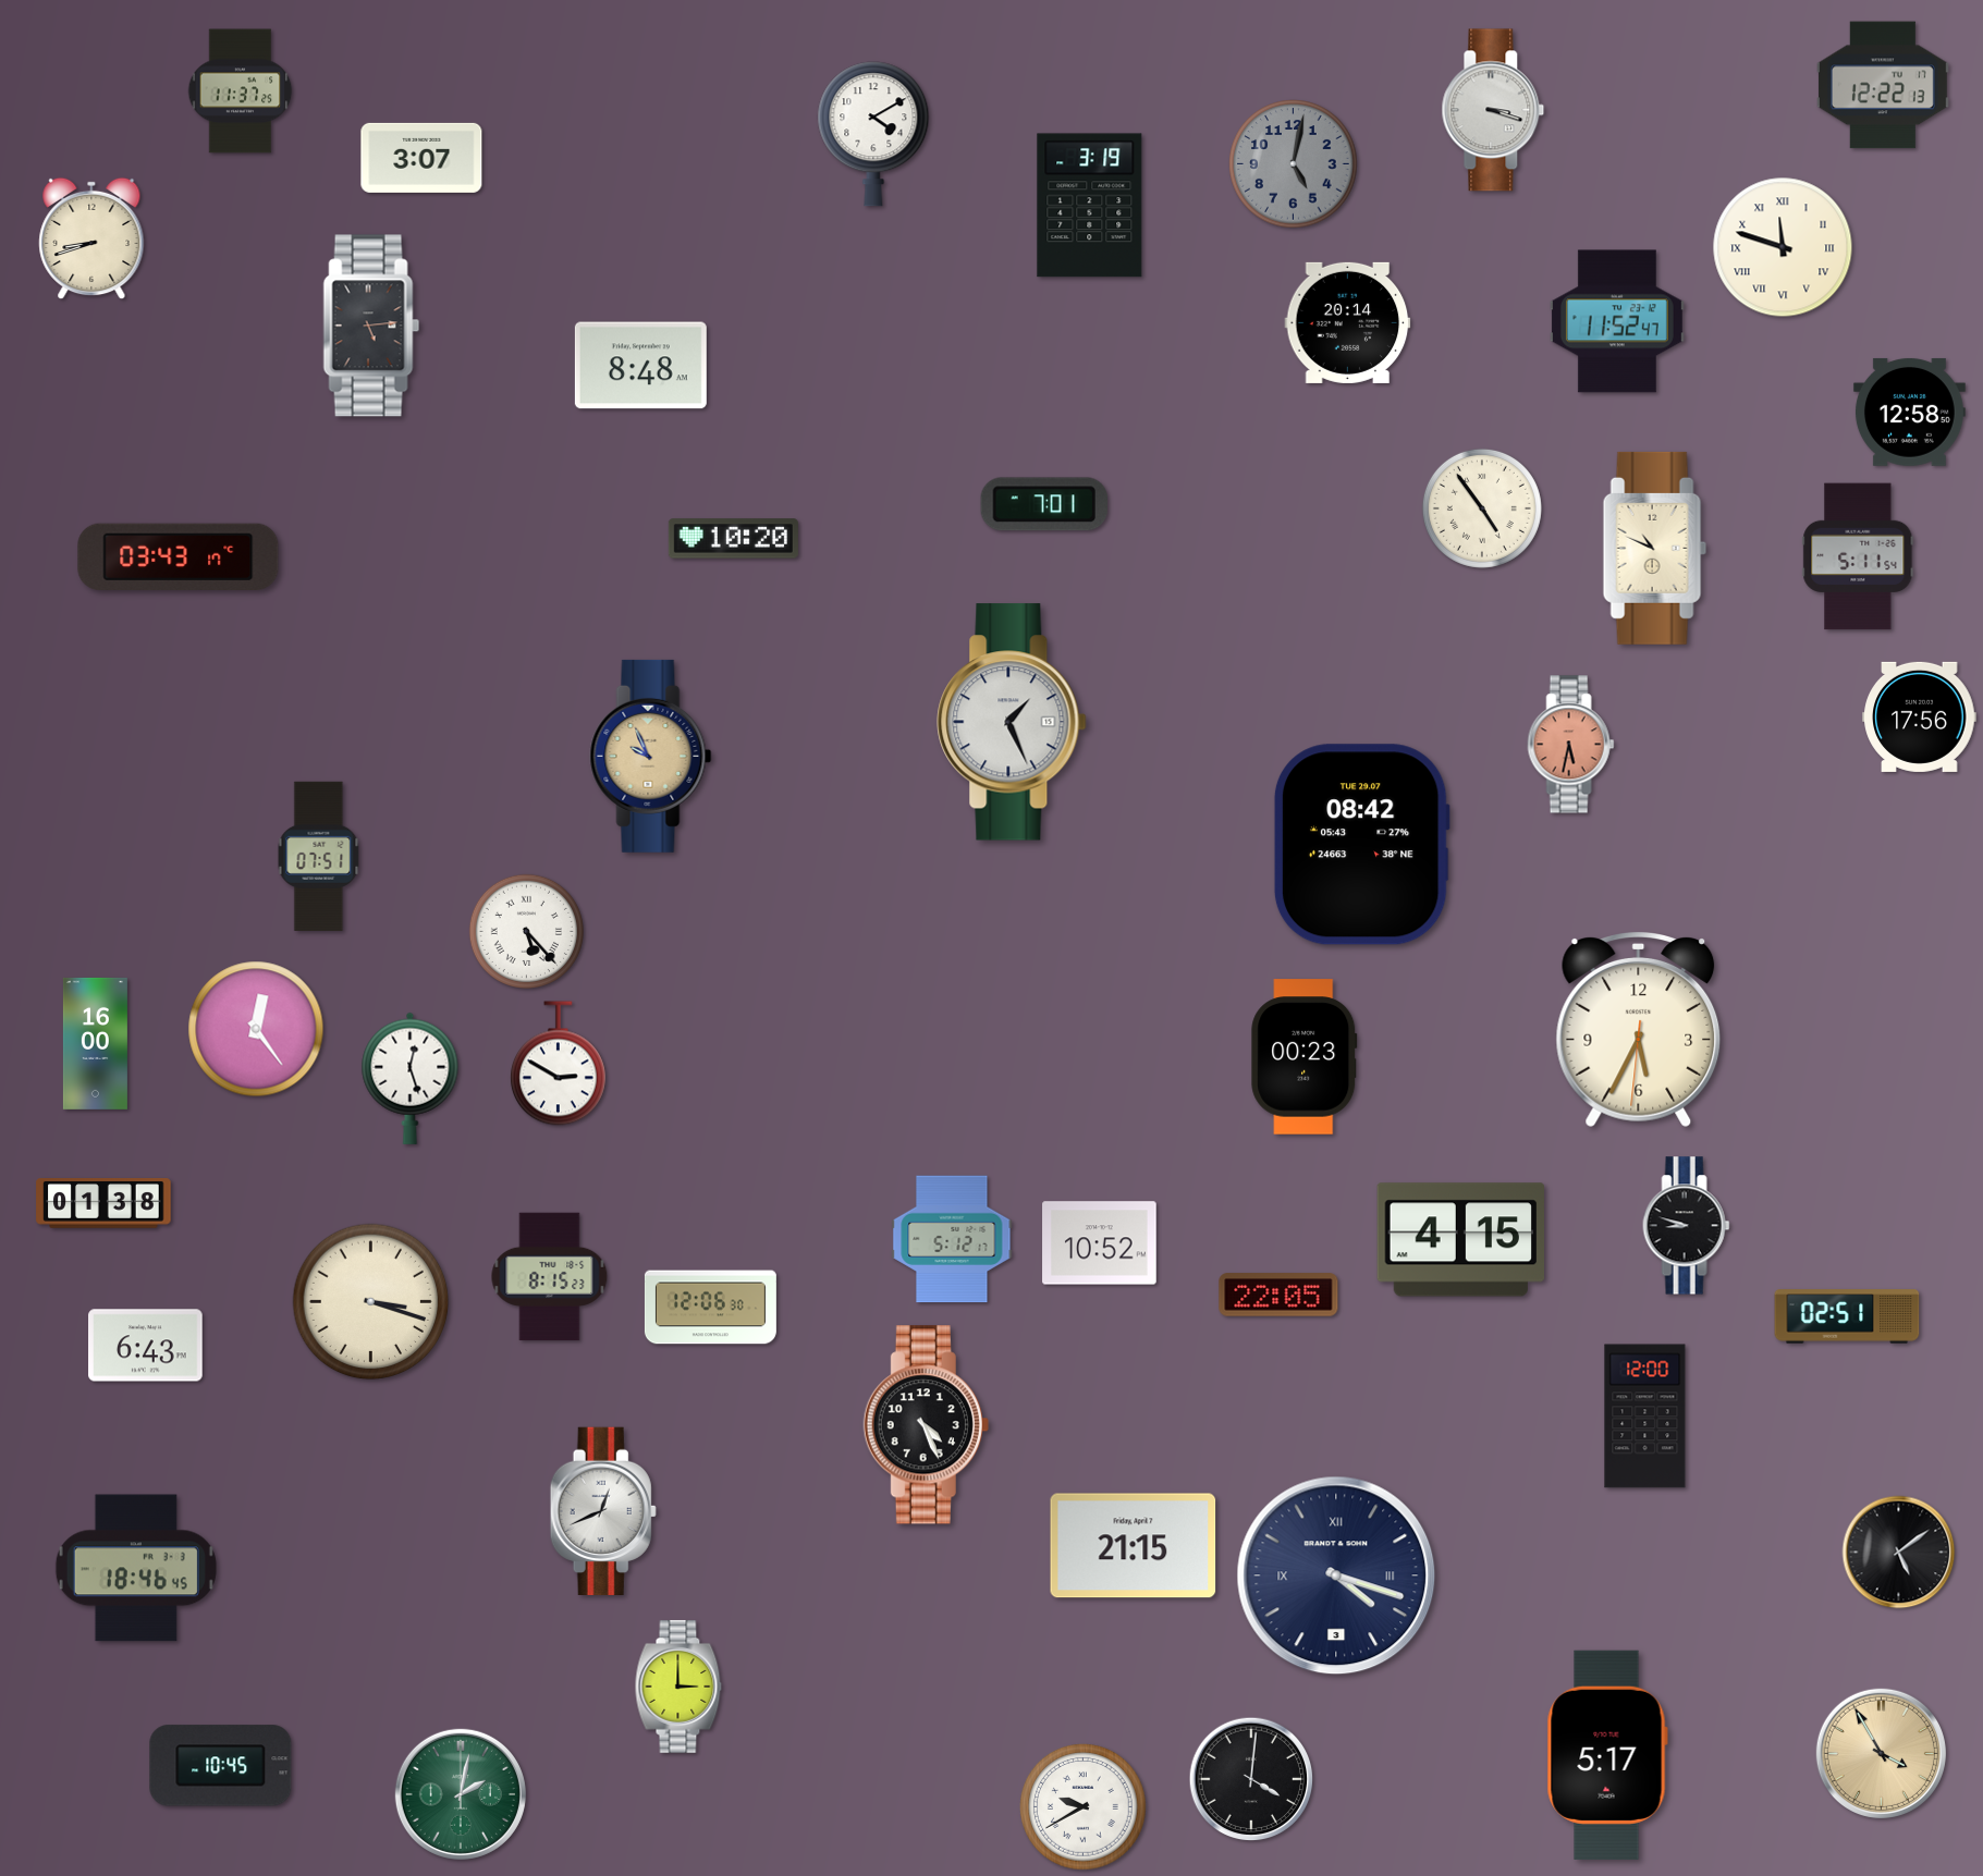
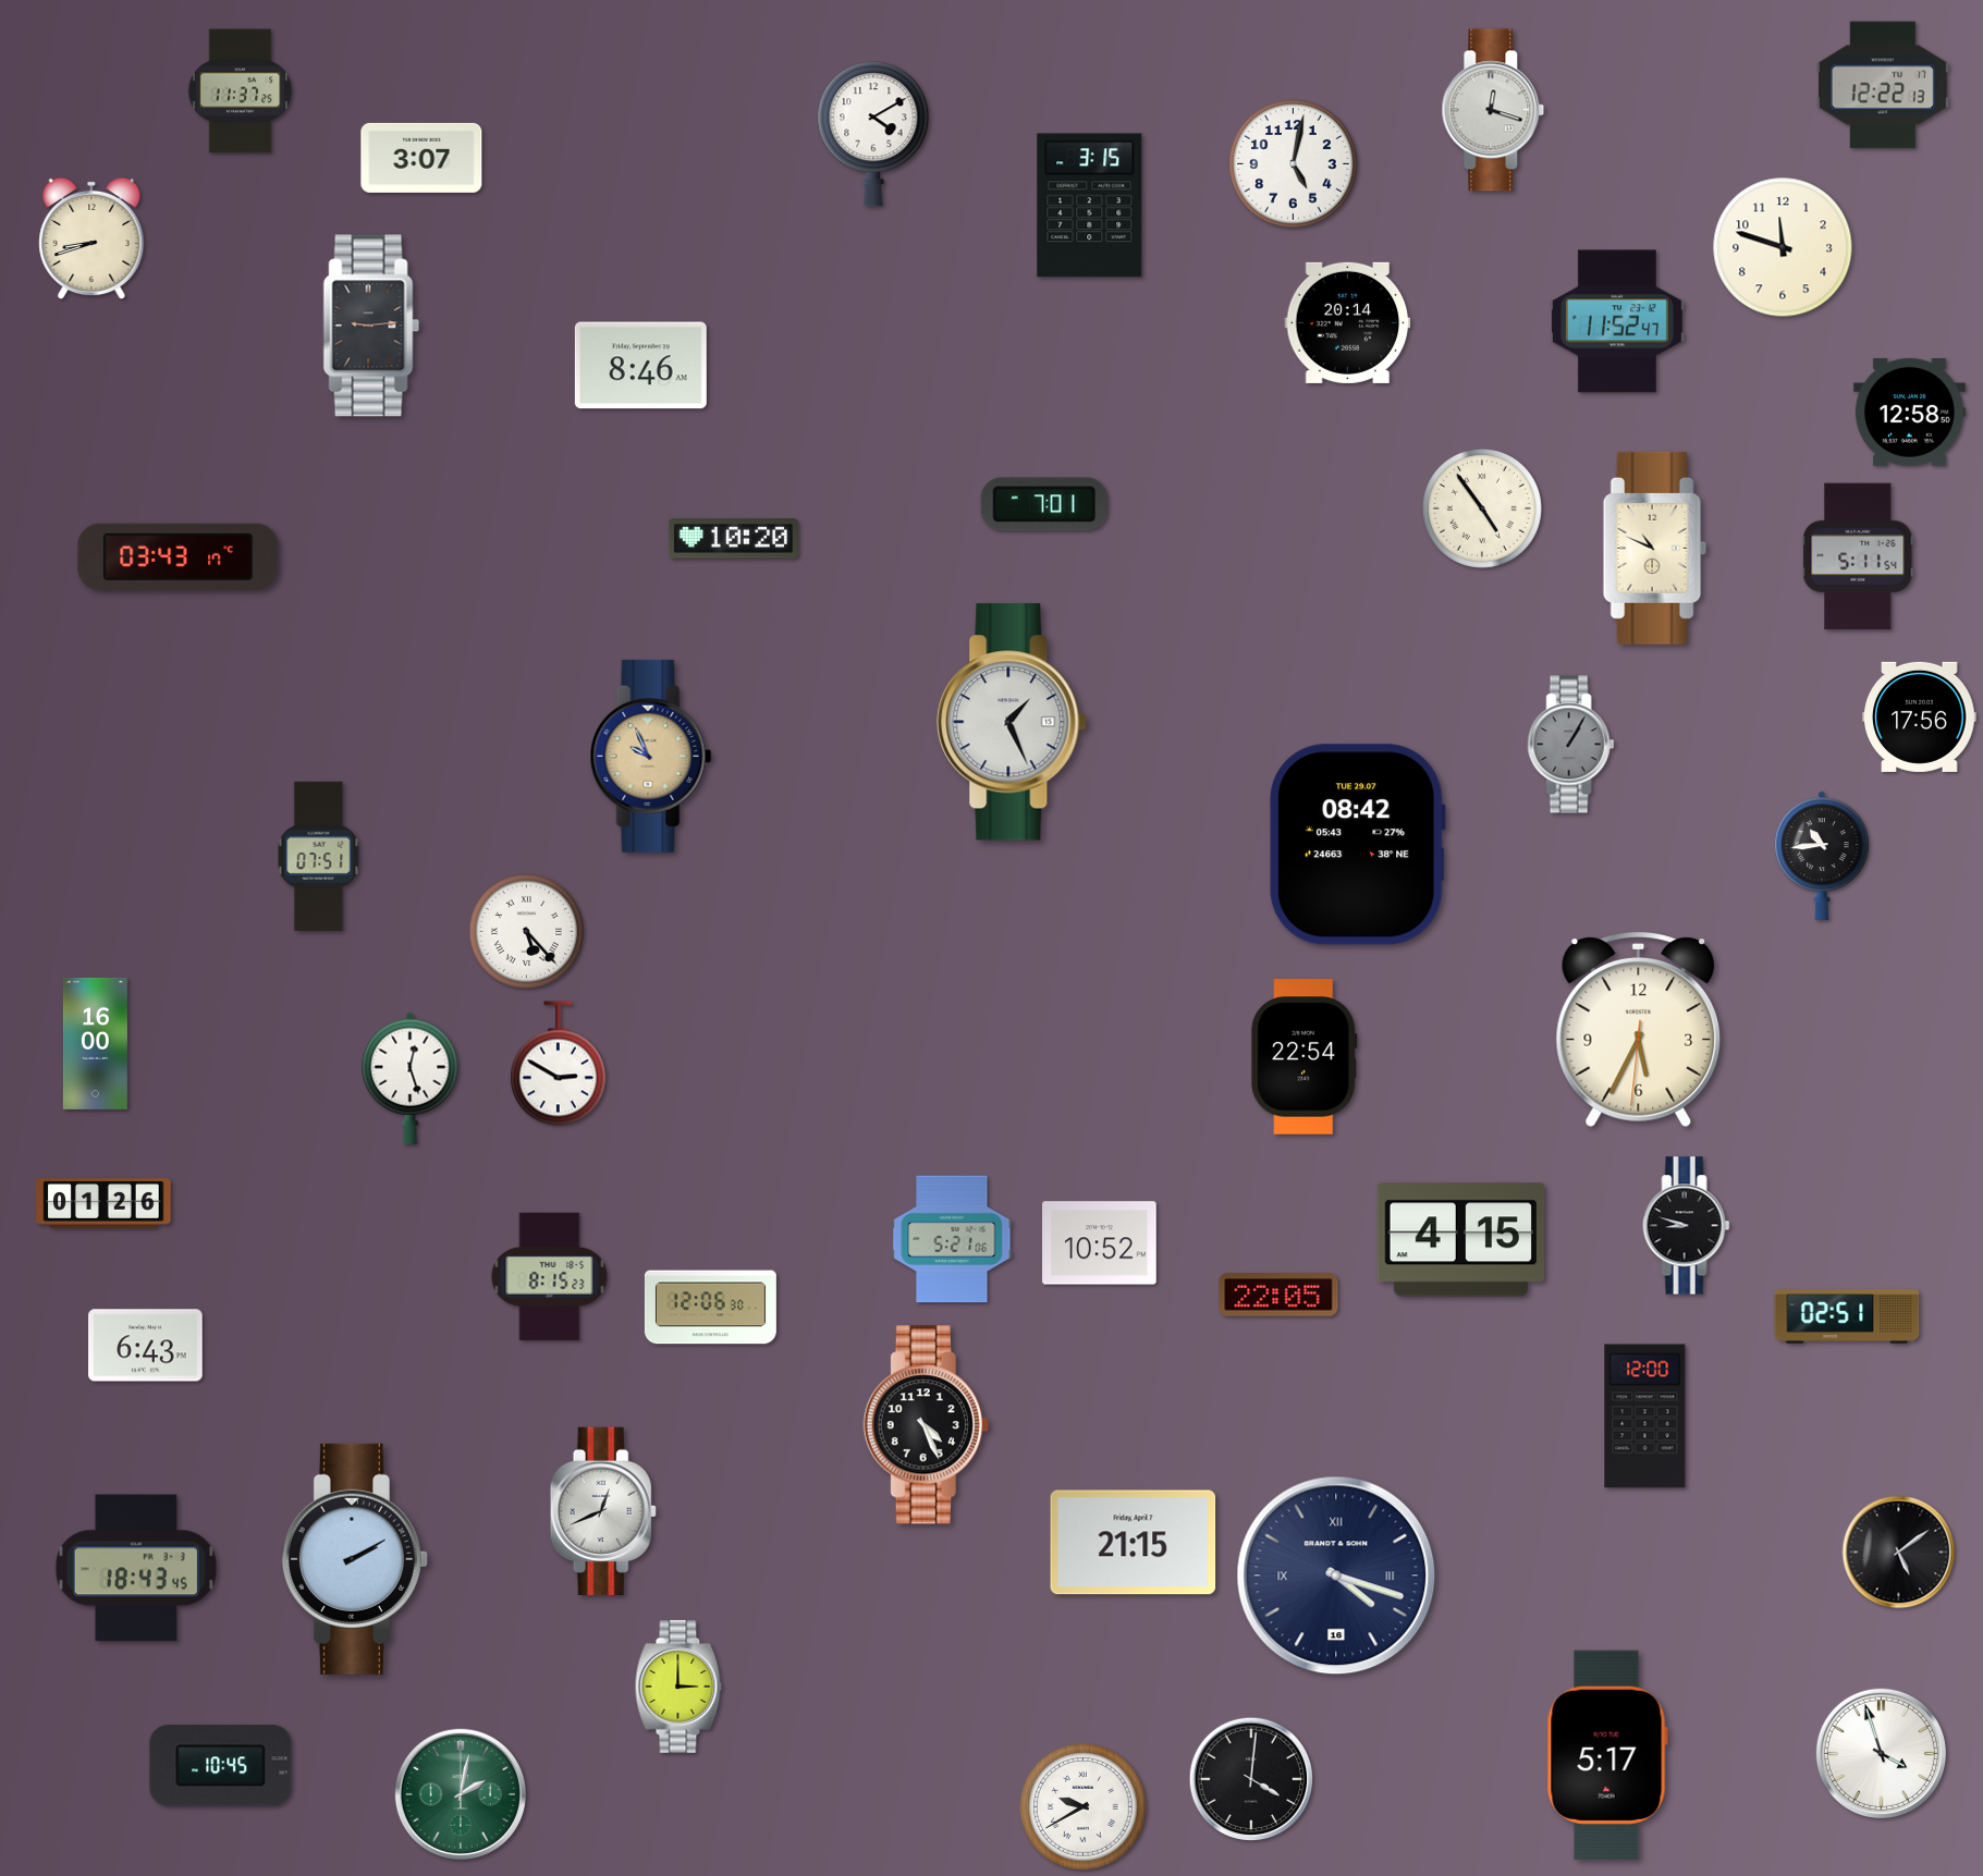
clock at (1493, 110): 3:18 -> 12:18
clock at (1294, 164) dial: grey -> white
clock at (1090, 206): 3:19 -> 3:15
clock at (1783, 247) numerals: Roman -> Arabic
clock at (371, 326): 5:14 -> 9:14
clock at (640, 366): 8:48 -> 8:46
clock at (1571, 745): 5:32 -> 1:05
clock at (1571, 745) dial: salmon -> grey
clock at (1361, 845) position: (1361, 845) -> (1357, 845)
clock at (1822, 856): none -> 10:44
clock at (256, 1029): 12:24 -> none
clock at (1305, 1057): 00:23 -> 22:54
clock at (103, 1204): 01:38 -> 01:26
clock at (952, 1239): 5:12 -> 5:21
clock at (371, 1302): 3:18 -> none
clock at (1134, 1546) position: (1134, 1546) -> (1134, 1543)
clock at (355, 1559): none -> 2:10
clock at (136, 1568): 18:46 -> 18:43
clock at (1336, 1575) date: 3 -> 16
clock at (1881, 1753): 3:55 -> 3:57
clock at (1881, 1753) dial: champagne -> white
